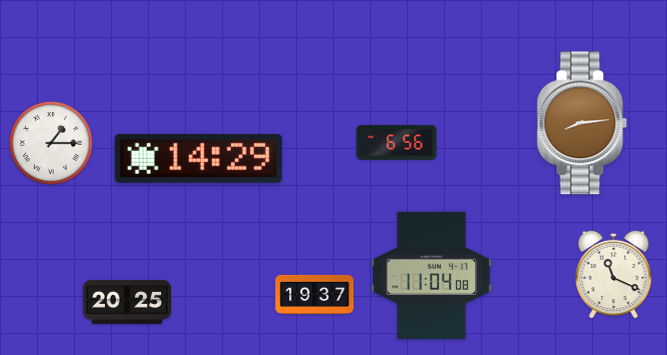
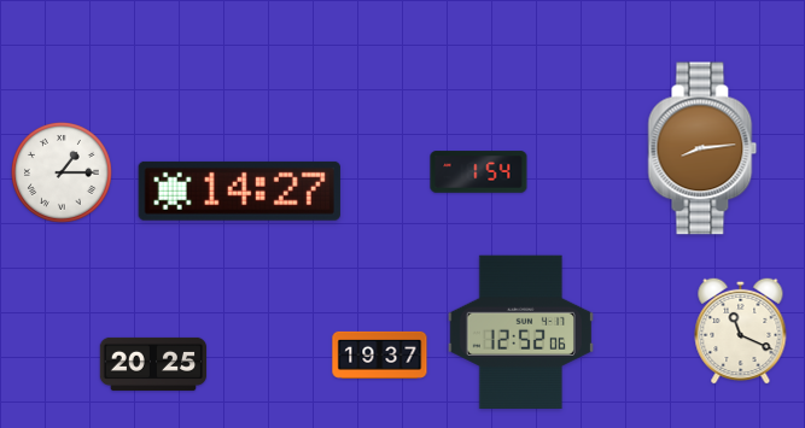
clock at (397, 143): 6:56 -> 1:54
clock at (198, 158): 14:29 -> 14:27
clock at (431, 275): 11:04 -> 12:52
